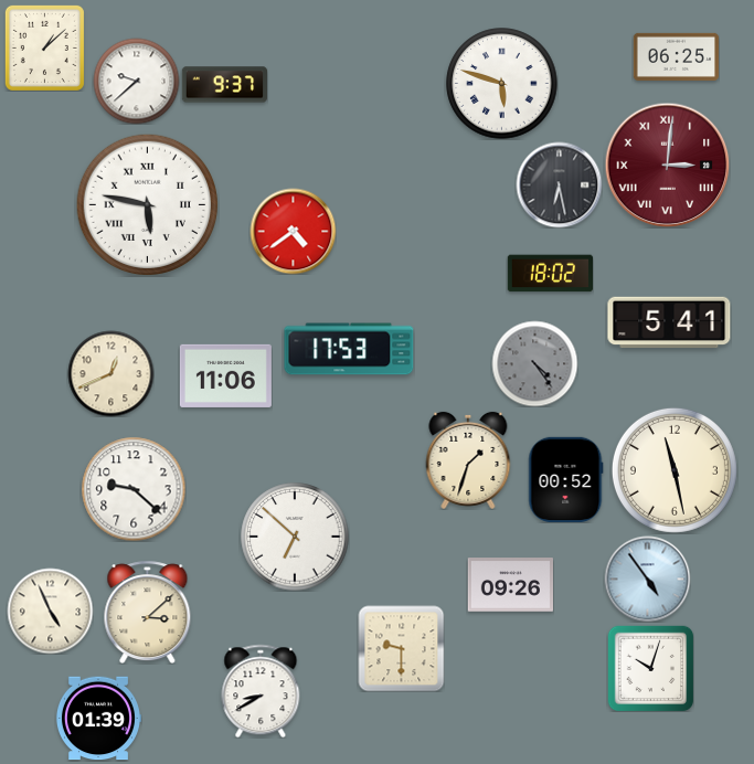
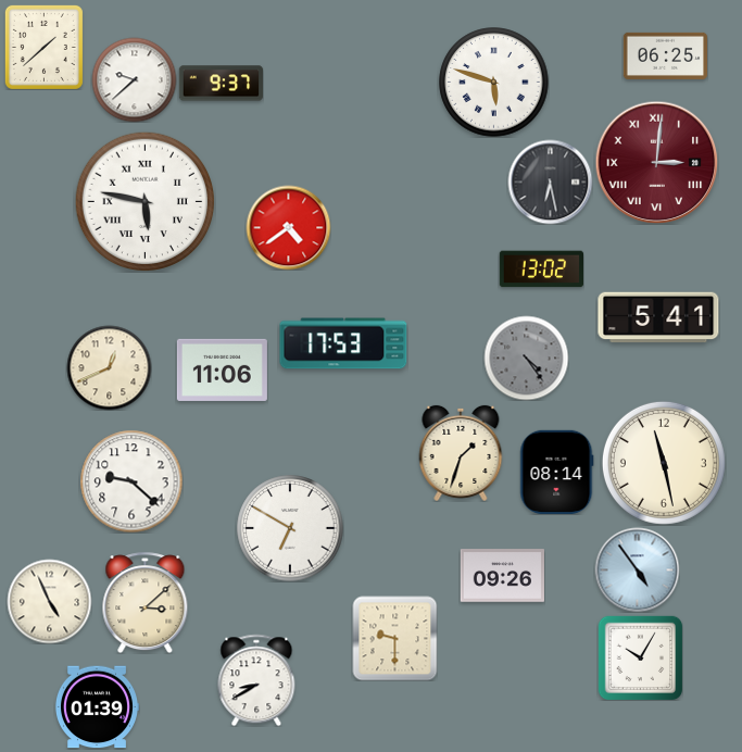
clock at (44, 47): 1:08 -> 1:38
clock at (550, 274): 18:02 -> 13:02
clock at (566, 479): 00:52 -> 08:14
clock at (295, 537): 6:52 -> 6:50
clock at (650, 668): 10:03 -> 10:05
